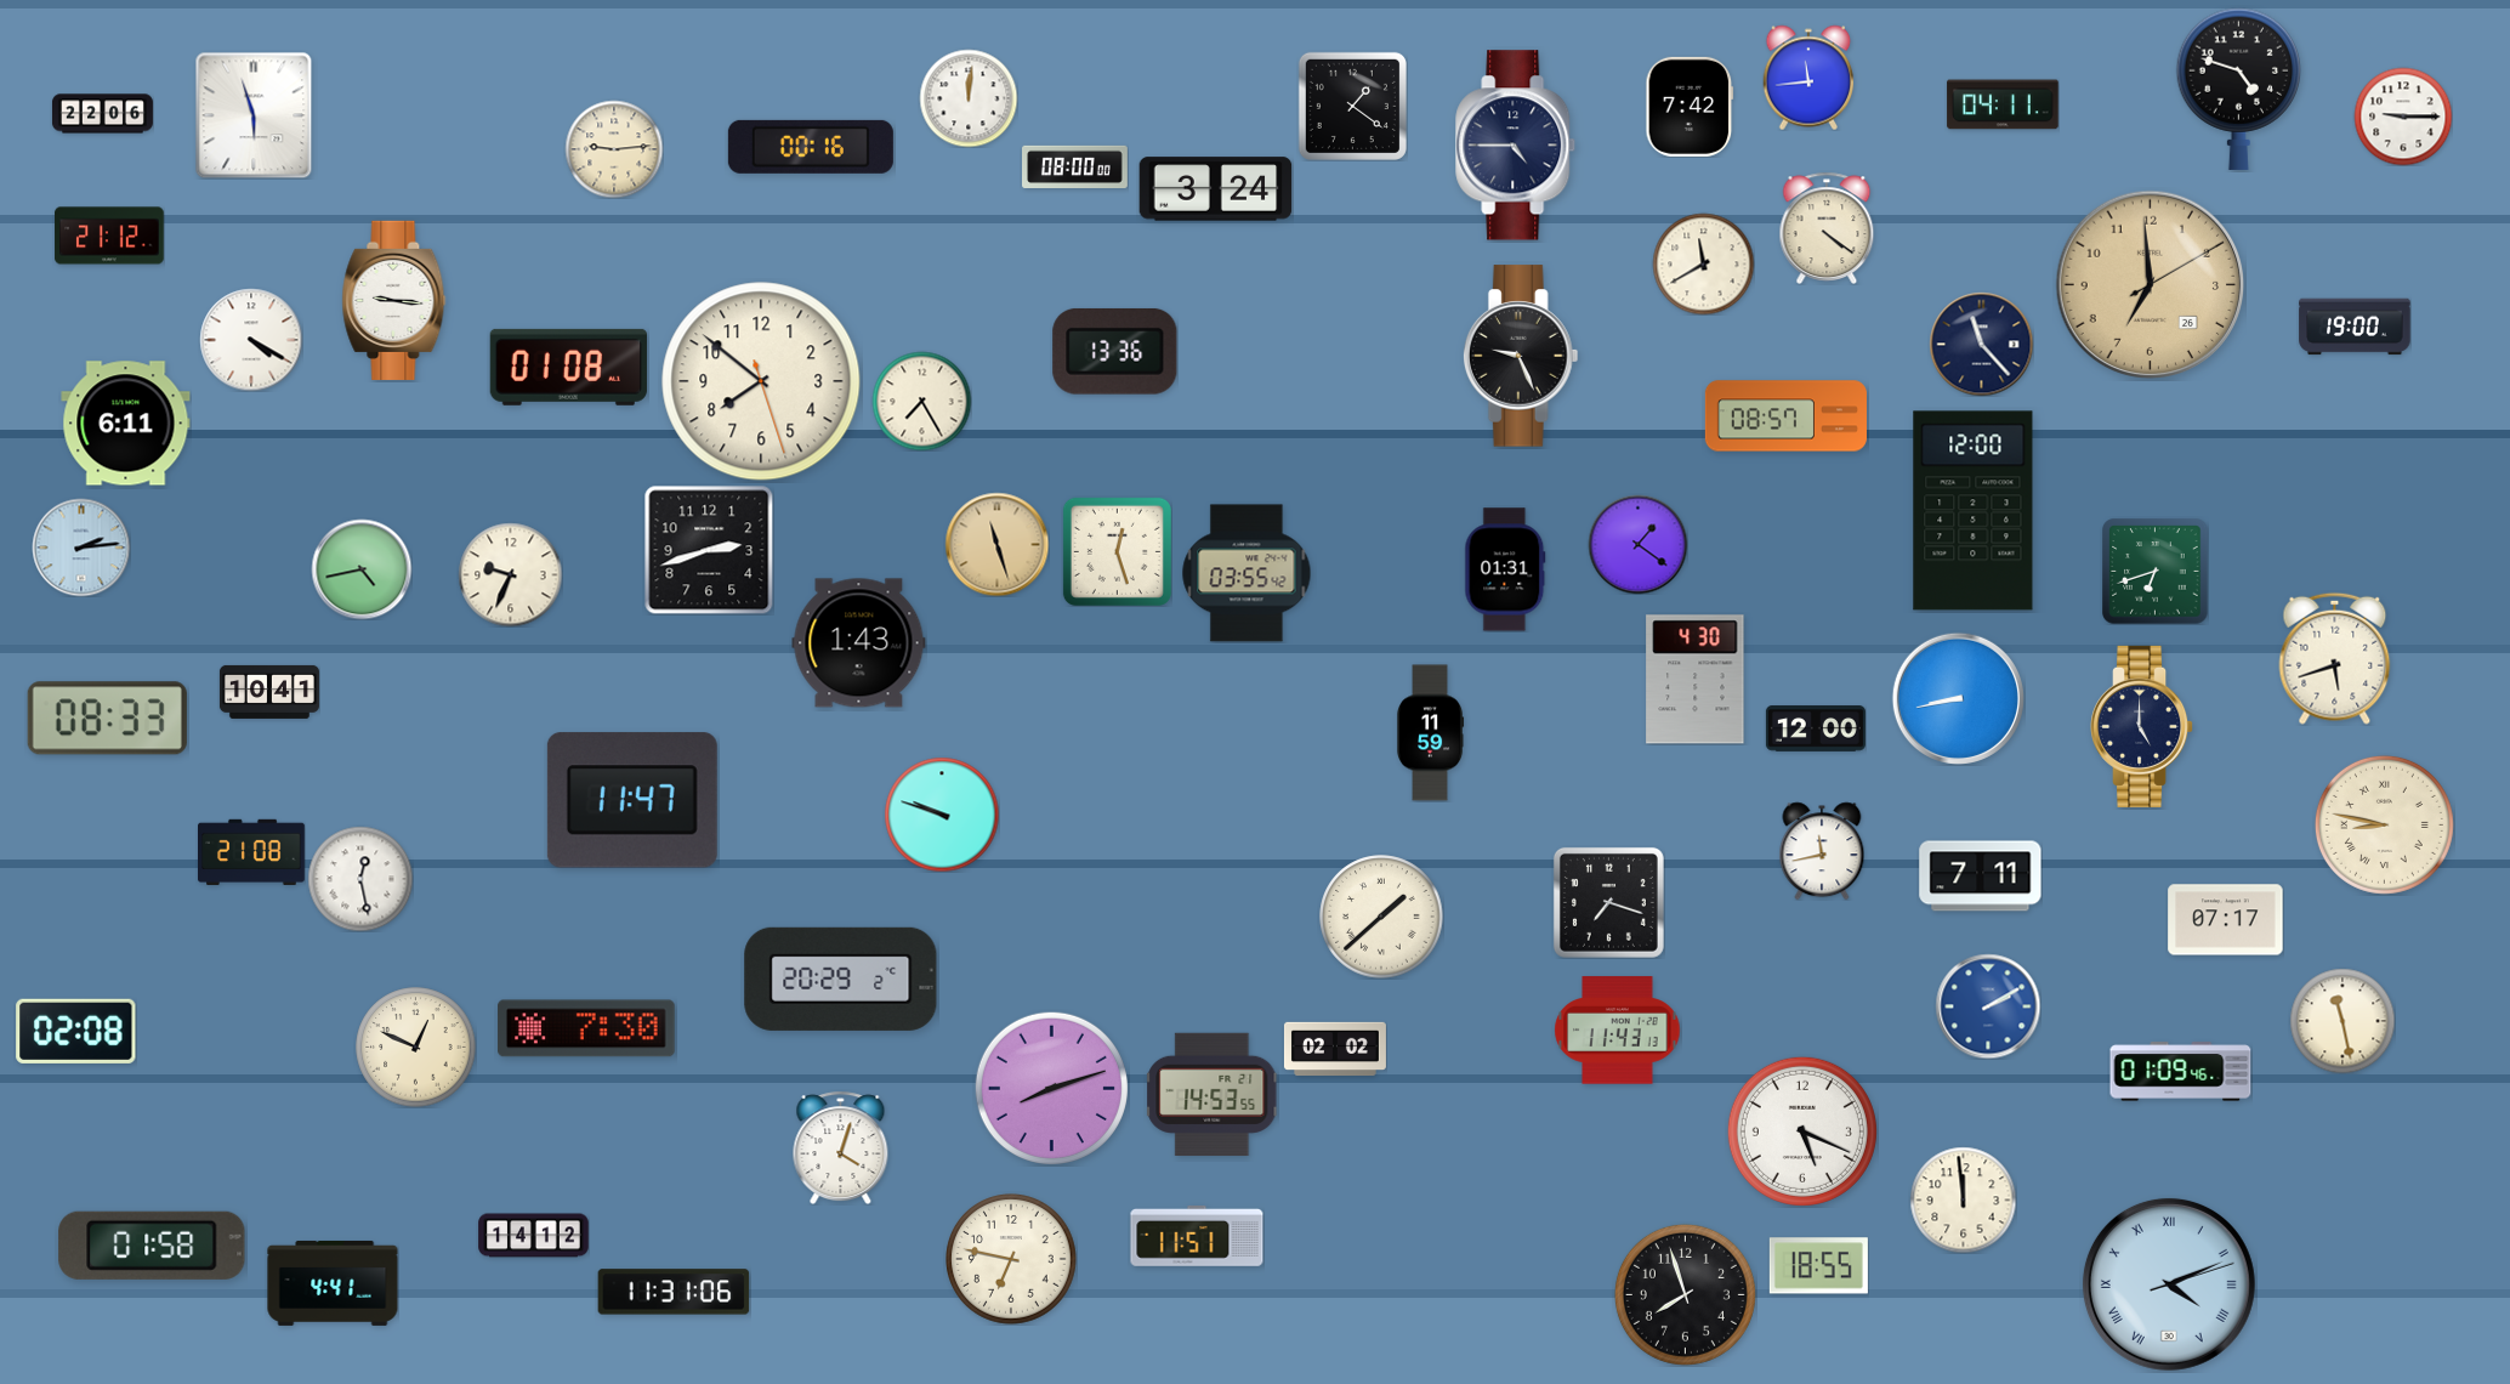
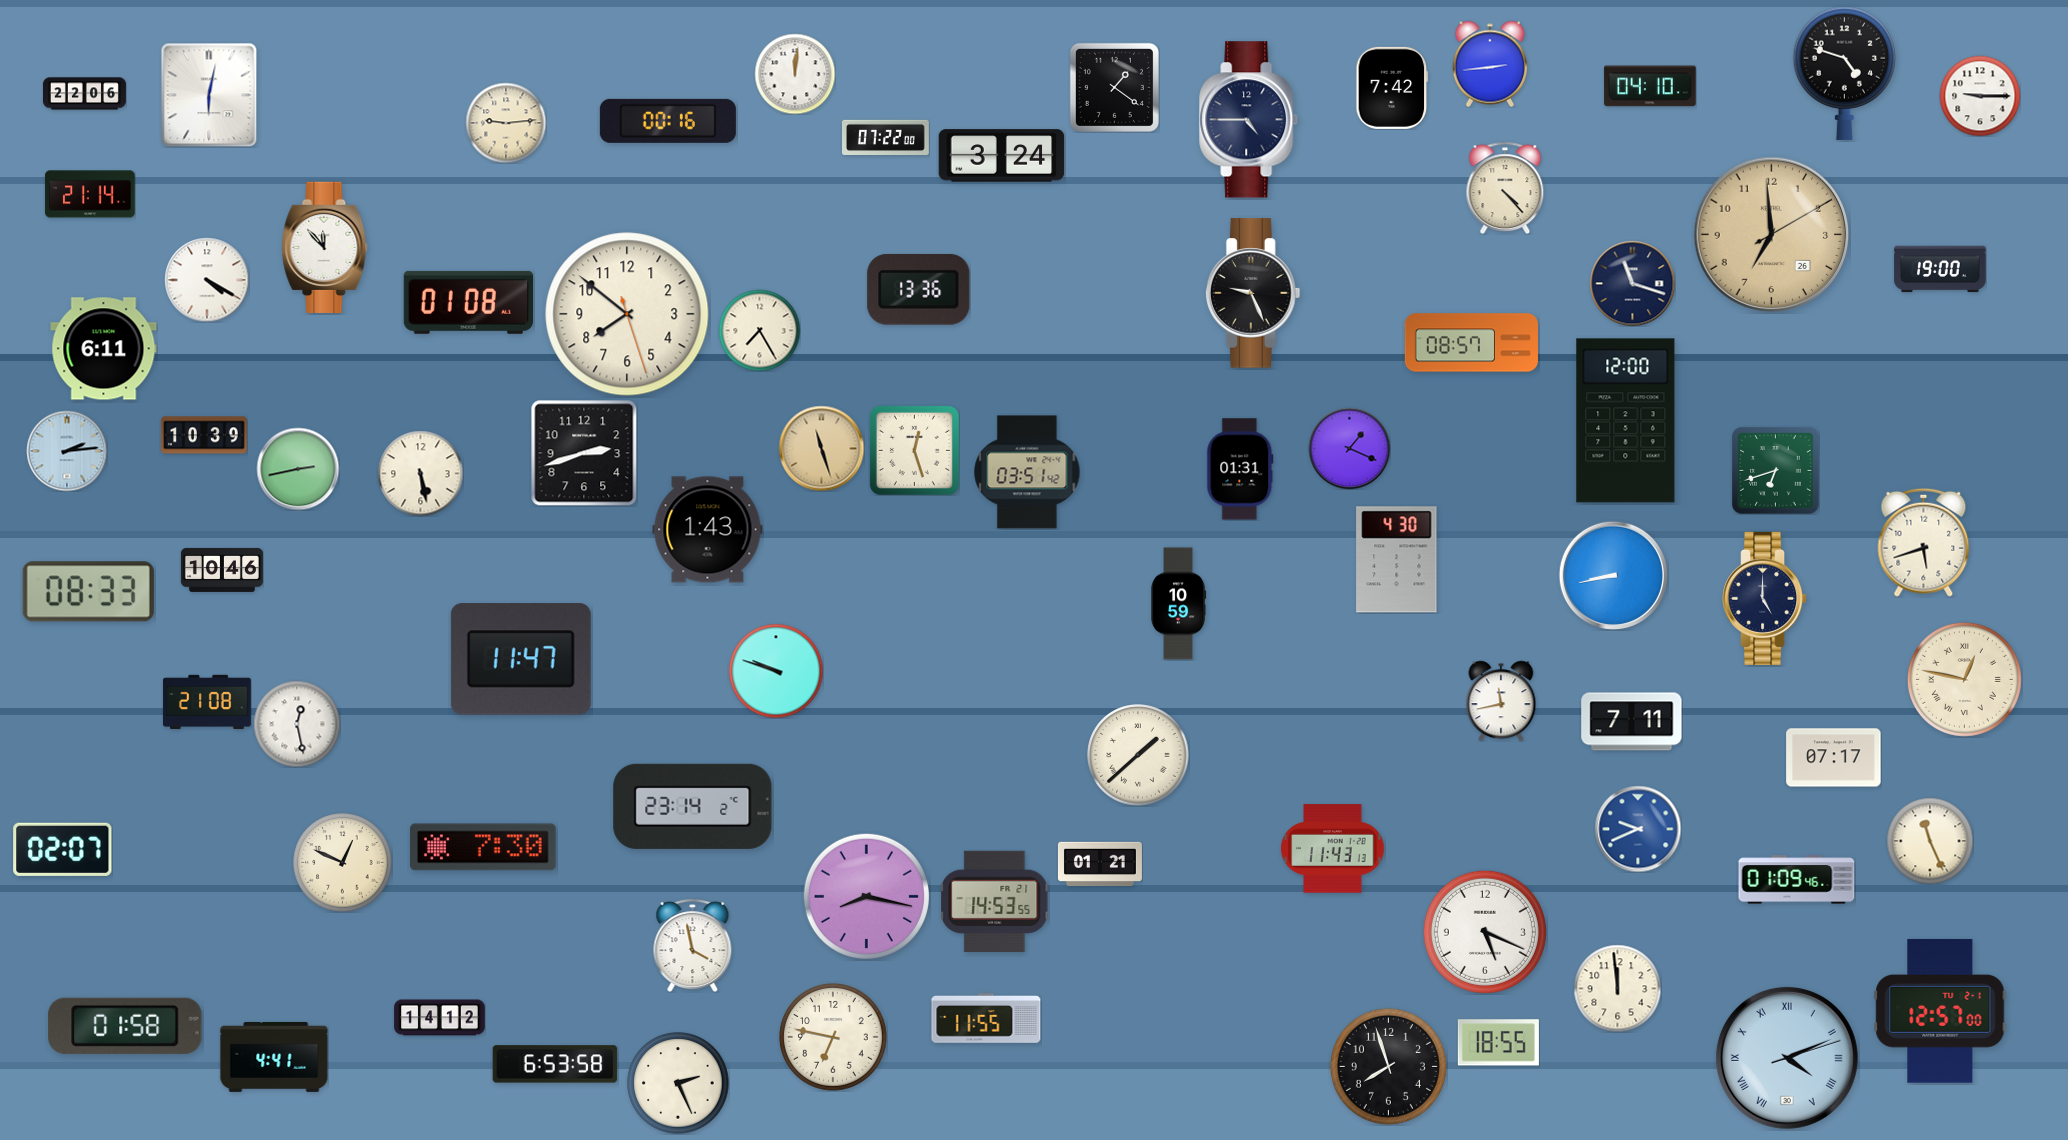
clock at (1808, 78): 11:44 -> 2:44
clock at (969, 98) position: (969, 98) -> (795, 74)
clock at (2003, 104): 04:11 -> 04:10
clock at (254, 115): 5:57 -> 6:02
clock at (1075, 166): 08:00 -> 07:22
clock at (1827, 227): 4:21 -> 4:23
clock at (109, 236): 21:12 -> 21:14
clock at (1703, 263): 11:40 -> none
clock at (394, 300): 9:16 -> 11:53
clock at (1981, 344): 11:23 -> 11:18
clock at (204, 435): none -> 10:39
clock at (1637, 544): 1:21 -> 1:19
clock at (1117, 551) position: (1117, 551) -> (914, 450)
clock at (362, 569): 4:43 -> 2:43
clock at (1247, 573): 03:55 -> 03:51
clock at (510, 574): 9:34 -> 5:28
clock at (269, 692): 10:41 -> 10:46
clock at (1816, 728): 12:00 -> none
clock at (1431, 733): 11:59 -> 10:59
clock at (2384, 824): 8:47 -> 12:47
clock at (1608, 902): 7:18 -> none
clock at (841, 979): 20:29 -> 23:14
clock at (1988, 1006): 2:10 -> 9:41
clock at (2343, 1021): 11:28 -> 11:26
clock at (76, 1031): 02:08 -> 02:07
clock at (1335, 1049): 02:02 -> 01:21
clock at (2181, 1072) position: (2181, 1072) -> (1797, 880)
clock at (1051, 1088): 8:12 -> 8:17
clock at (1213, 1094) position: (1213, 1094) -> (995, 901)
clock at (841, 1147): 4:03 -> 3:58
clock at (1940, 1011): none -> 12:57
clock at (1197, 1237): 11:51 -> 11:55
clock at (674, 1292): 11:31 -> 6:53
clock at (678, 1083): none -> 2:26
